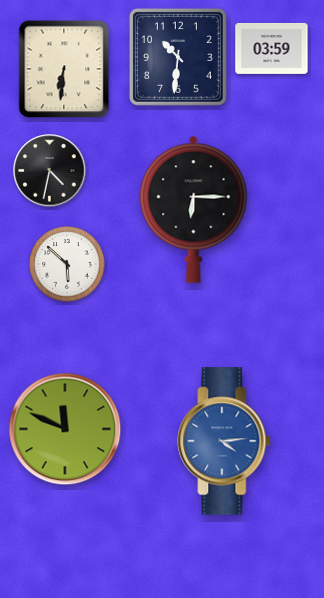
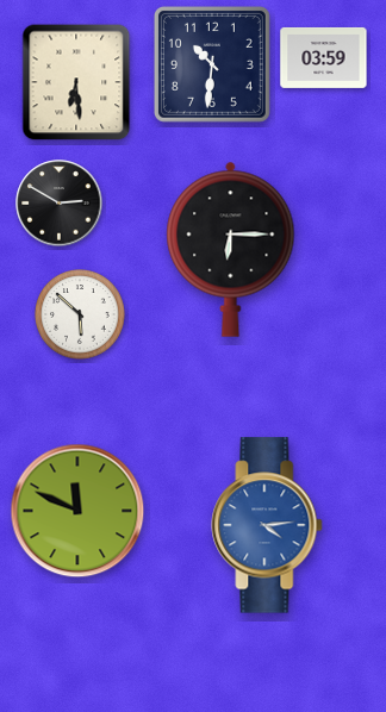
clock at (178, 57) position: (178, 57) -> (212, 64)
clock at (64, 69): 6:31 -> 6:29
clock at (50, 171): 4:32 -> 2:50
